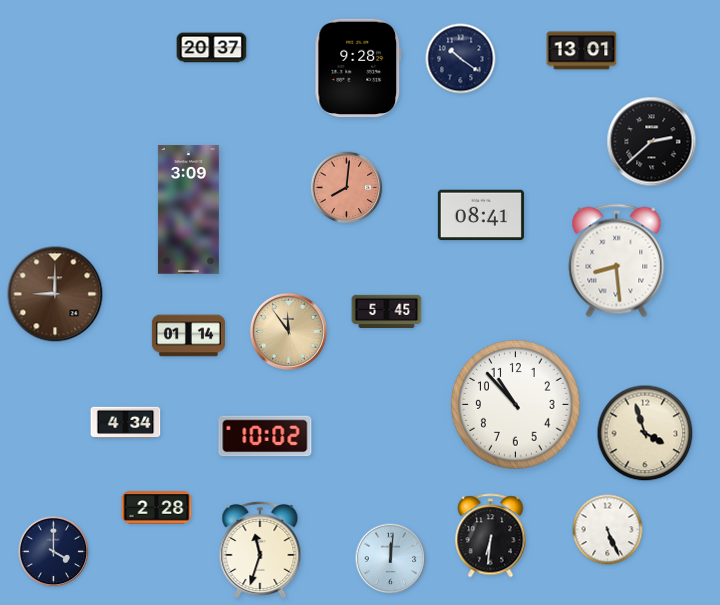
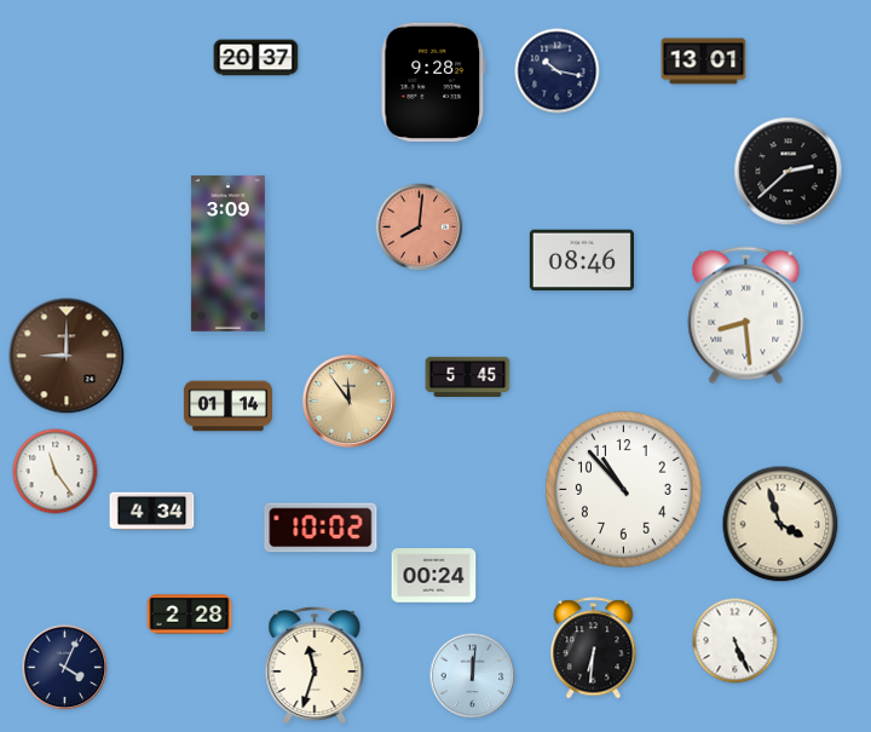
clock at (461, 59): 10:21 -> 10:17
clock at (481, 215): 08:41 -> 08:46
clock at (56, 472): none -> 11:24
clock at (434, 576): none -> 00:24
clock at (54, 552): 4:00 -> 4:04
